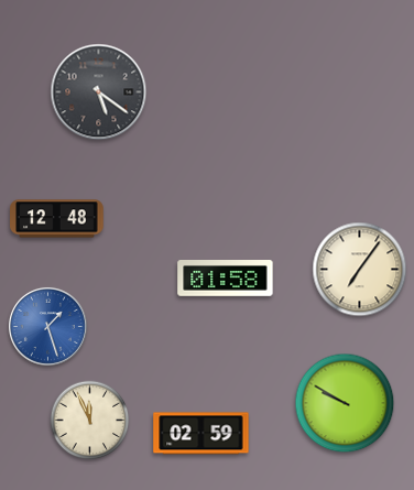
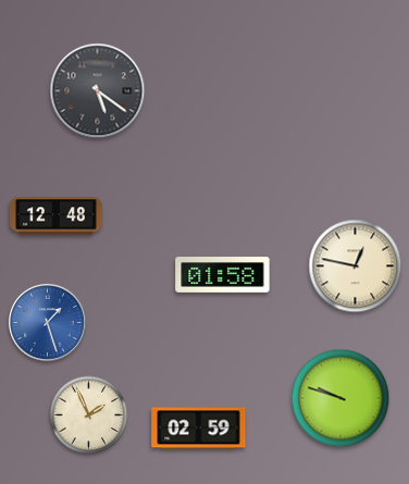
clock at (360, 270): 7:06 -> 12:47
clock at (345, 403): 9:50 -> 9:48
clock at (90, 421): 11:56 -> 1:56
